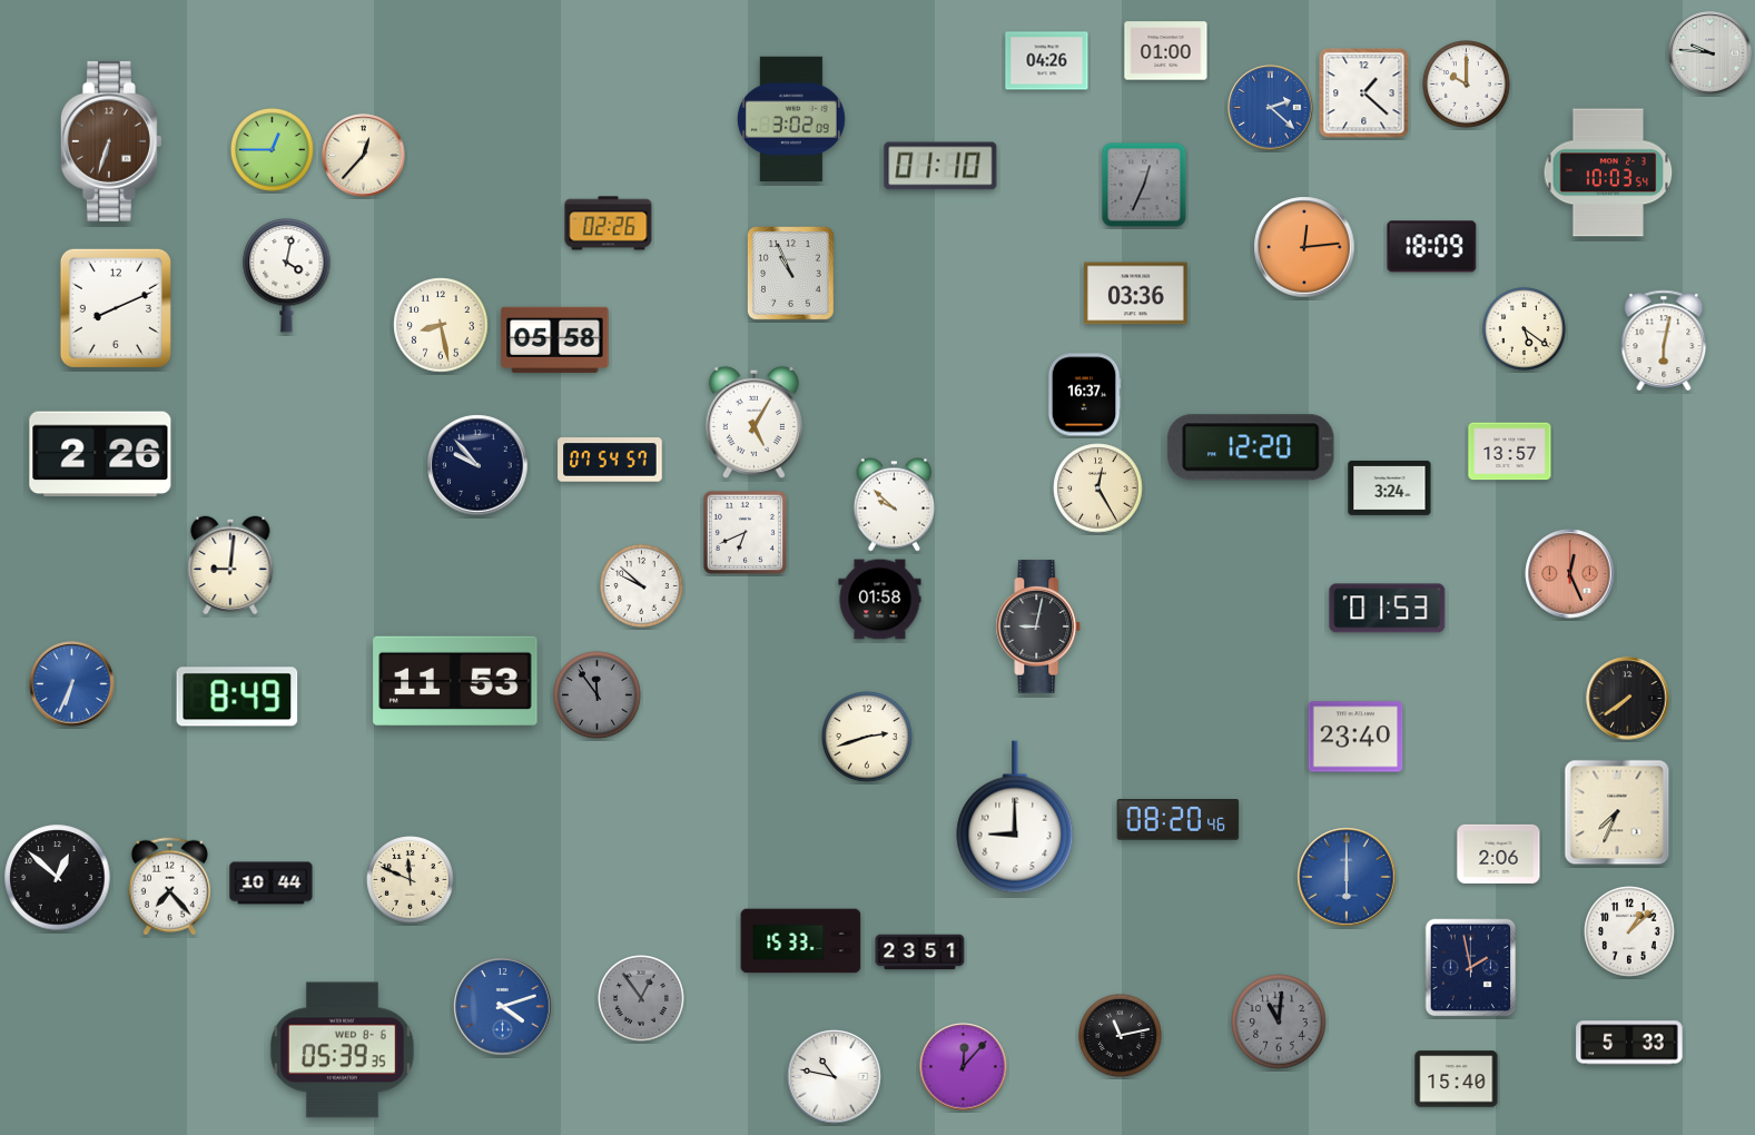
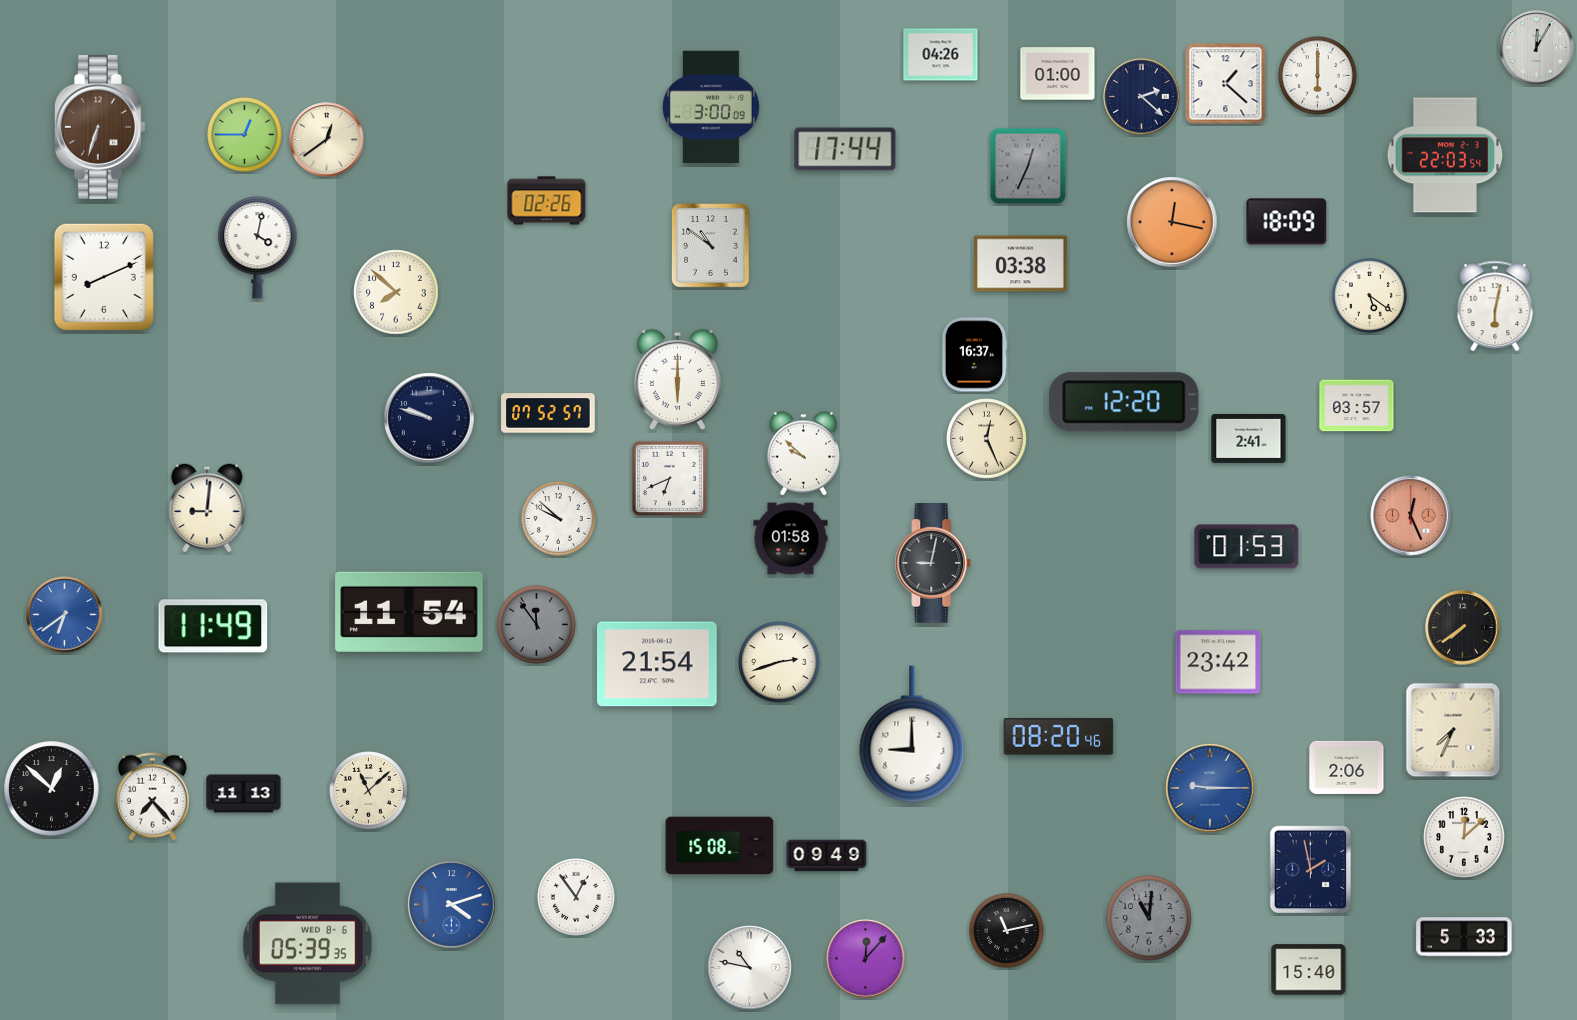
clock at (1166, 51) position: (1166, 51) -> (1058, 74)
clock at (1710, 53): 9:46 -> 12:05
clock at (1467, 85): 10:00 -> 6:00
clock at (1271, 108) dial: blue -> navy
clock at (791, 119): 3:02 -> 3:00
clock at (364, 156): 12:37 -> 12:39
clock at (940, 166): 01:10 -> 17:44
clock at (1608, 172): 10:03 -> 22:03
clock at (1304, 247): 12:14 -> 12:17
clock at (790, 274): 10:56 -> 10:51
clock at (1136, 294): 03:36 -> 03:38
clock at (441, 325): 8:28 -> 7:52
clock at (555, 339): 05:58 -> none
clock at (753, 422): 5:05 -> 6:00
clock at (1510, 452): 13:57 -> 03:57
clock at (100, 454): 2:26 -> none
clock at (610, 460): 07:54 -> 07:52
clock at (477, 465): 9:53 -> 9:48
clock at (1390, 487): 3:24 -> 2:41
clock at (1098, 488): 12:25 -> 12:26
clock at (642, 586) position: (642, 586) -> (559, 519)
clock at (455, 680): 11:53 -> 11:54
clock at (72, 684): 6:34 -> 6:39
clock at (237, 697): 8:49 -> 11:49
clock at (1355, 737): 23:40 -> 23:42
clock at (657, 664): none -> 21:54
clock at (1347, 877): 6:00 -> 9:15
clock at (411, 880): 11:49 -> 11:08
clock at (272, 884): 10:44 -> 11:13
clock at (1629, 931): 1:08 -> 12:08
clock at (801, 941): 15:33 -> 15:08
clock at (920, 953): 23:51 -> 09:49
clock at (1471, 968) position: (1471, 968) -> (1311, 870)
clock at (641, 998) dial: grey -> white
